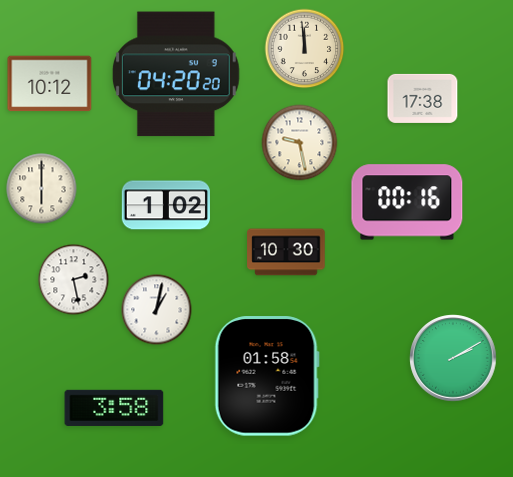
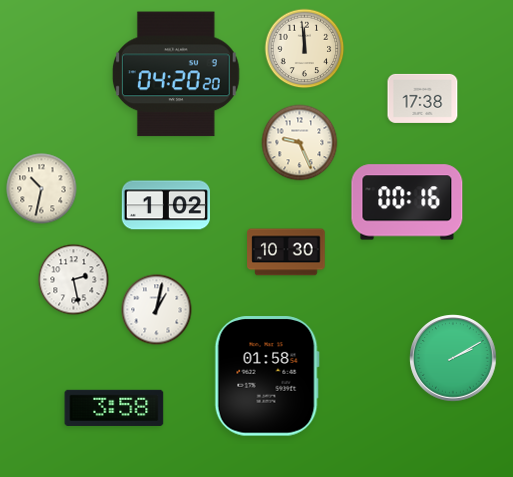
clock at (50, 84): 10:12 -> none
clock at (300, 143): 9:28 -> 9:26
clock at (42, 189): 6:00 -> 10:32
